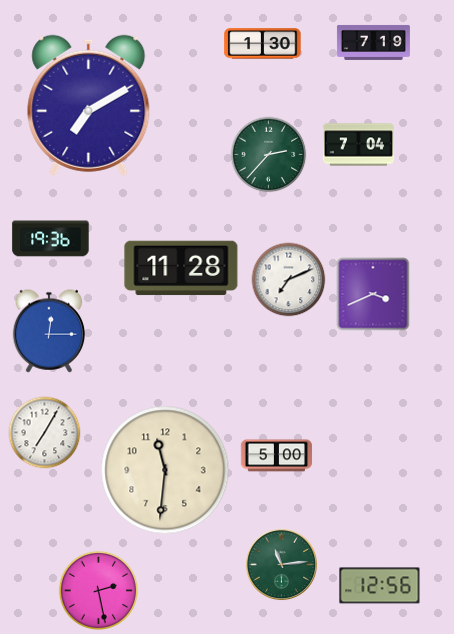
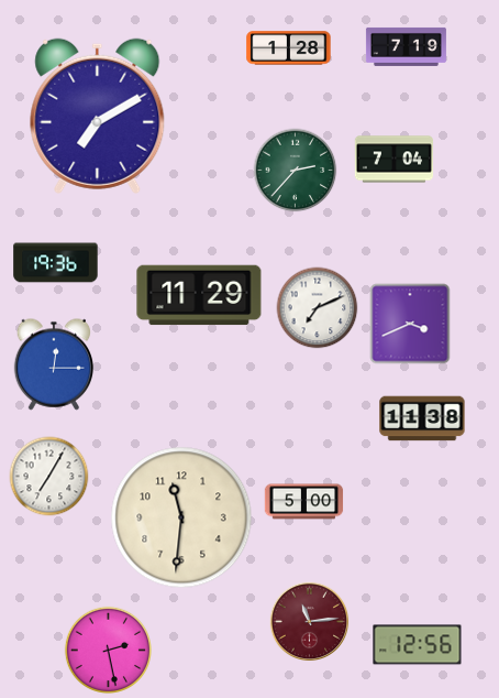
clock at (373, 42) position: (373, 42) -> (406, 46)
clock at (263, 44): 1:30 -> 1:28
clock at (181, 268): 11:28 -> 11:29
clock at (422, 418): none -> 11:38
clock at (282, 565) dial: green -> burgundy
